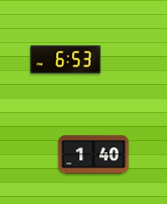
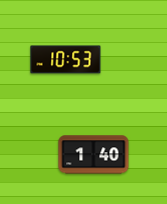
clock at (66, 60): 6:53 -> 10:53
